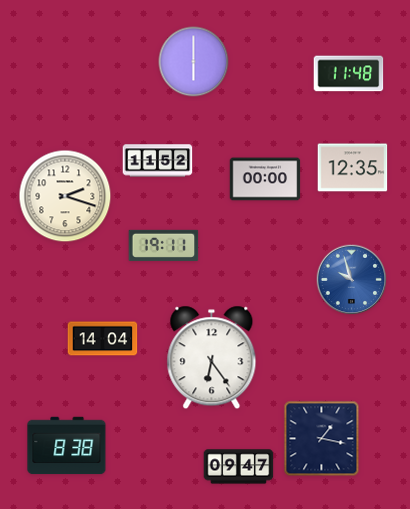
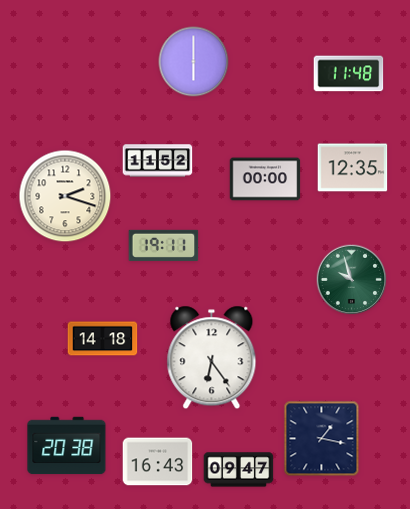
clock at (352, 280) dial: blue -> green
clock at (103, 339): 14:04 -> 14:18
clock at (67, 446): 8:38 -> 20:38
clock at (158, 462): none -> 16:43
clock at (239, 467) position: (239, 467) -> (239, 470)
